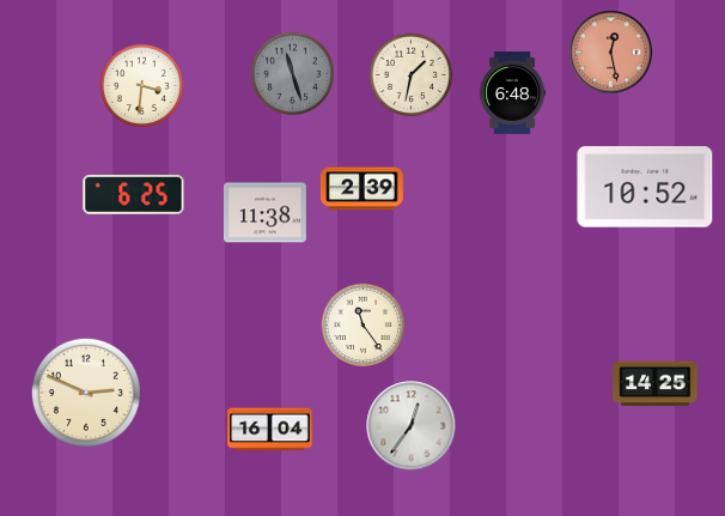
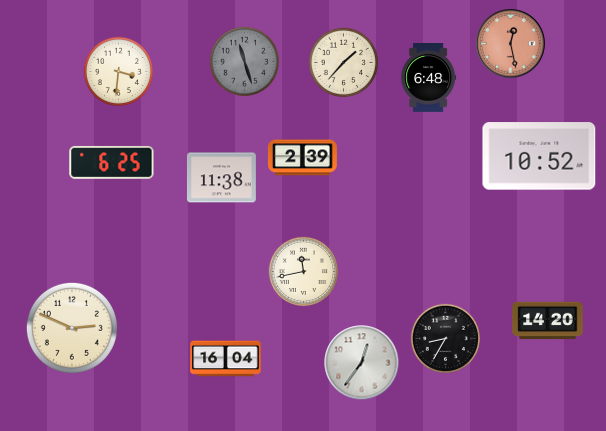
clock at (412, 75): 1:32 -> 1:37
clock at (364, 326): 11:24 -> 11:43
clock at (656, 384): 14:25 -> 14:20
clock at (446, 339): none -> 8:35
clock at (412, 426) position: (412, 426) -> (362, 363)
